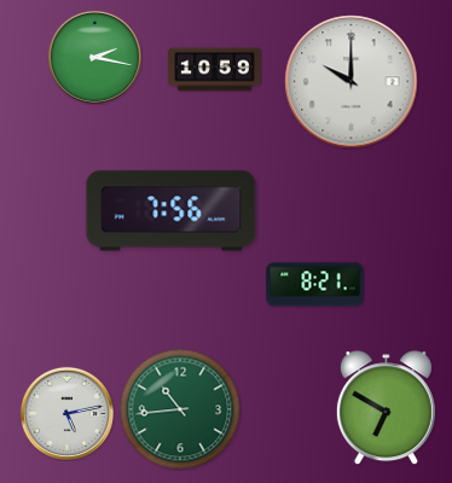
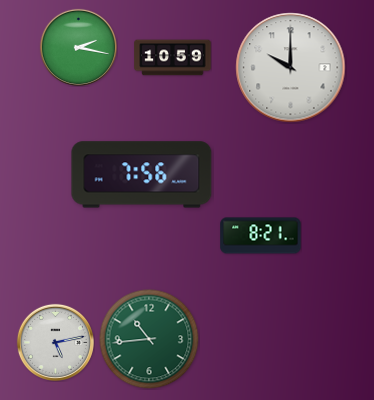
clock at (215, 70) position: (215, 70) -> (173, 58)
clock at (386, 408): 6:50 -> none
